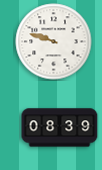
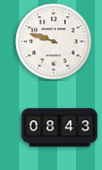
clock at (60, 128): 08:39 -> 08:43
